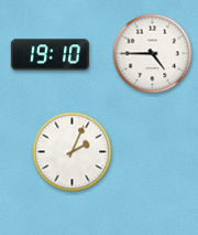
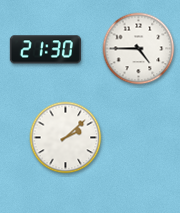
clock at (50, 55): 19:10 -> 21:30
clock at (73, 152): 2:04 -> 2:08
